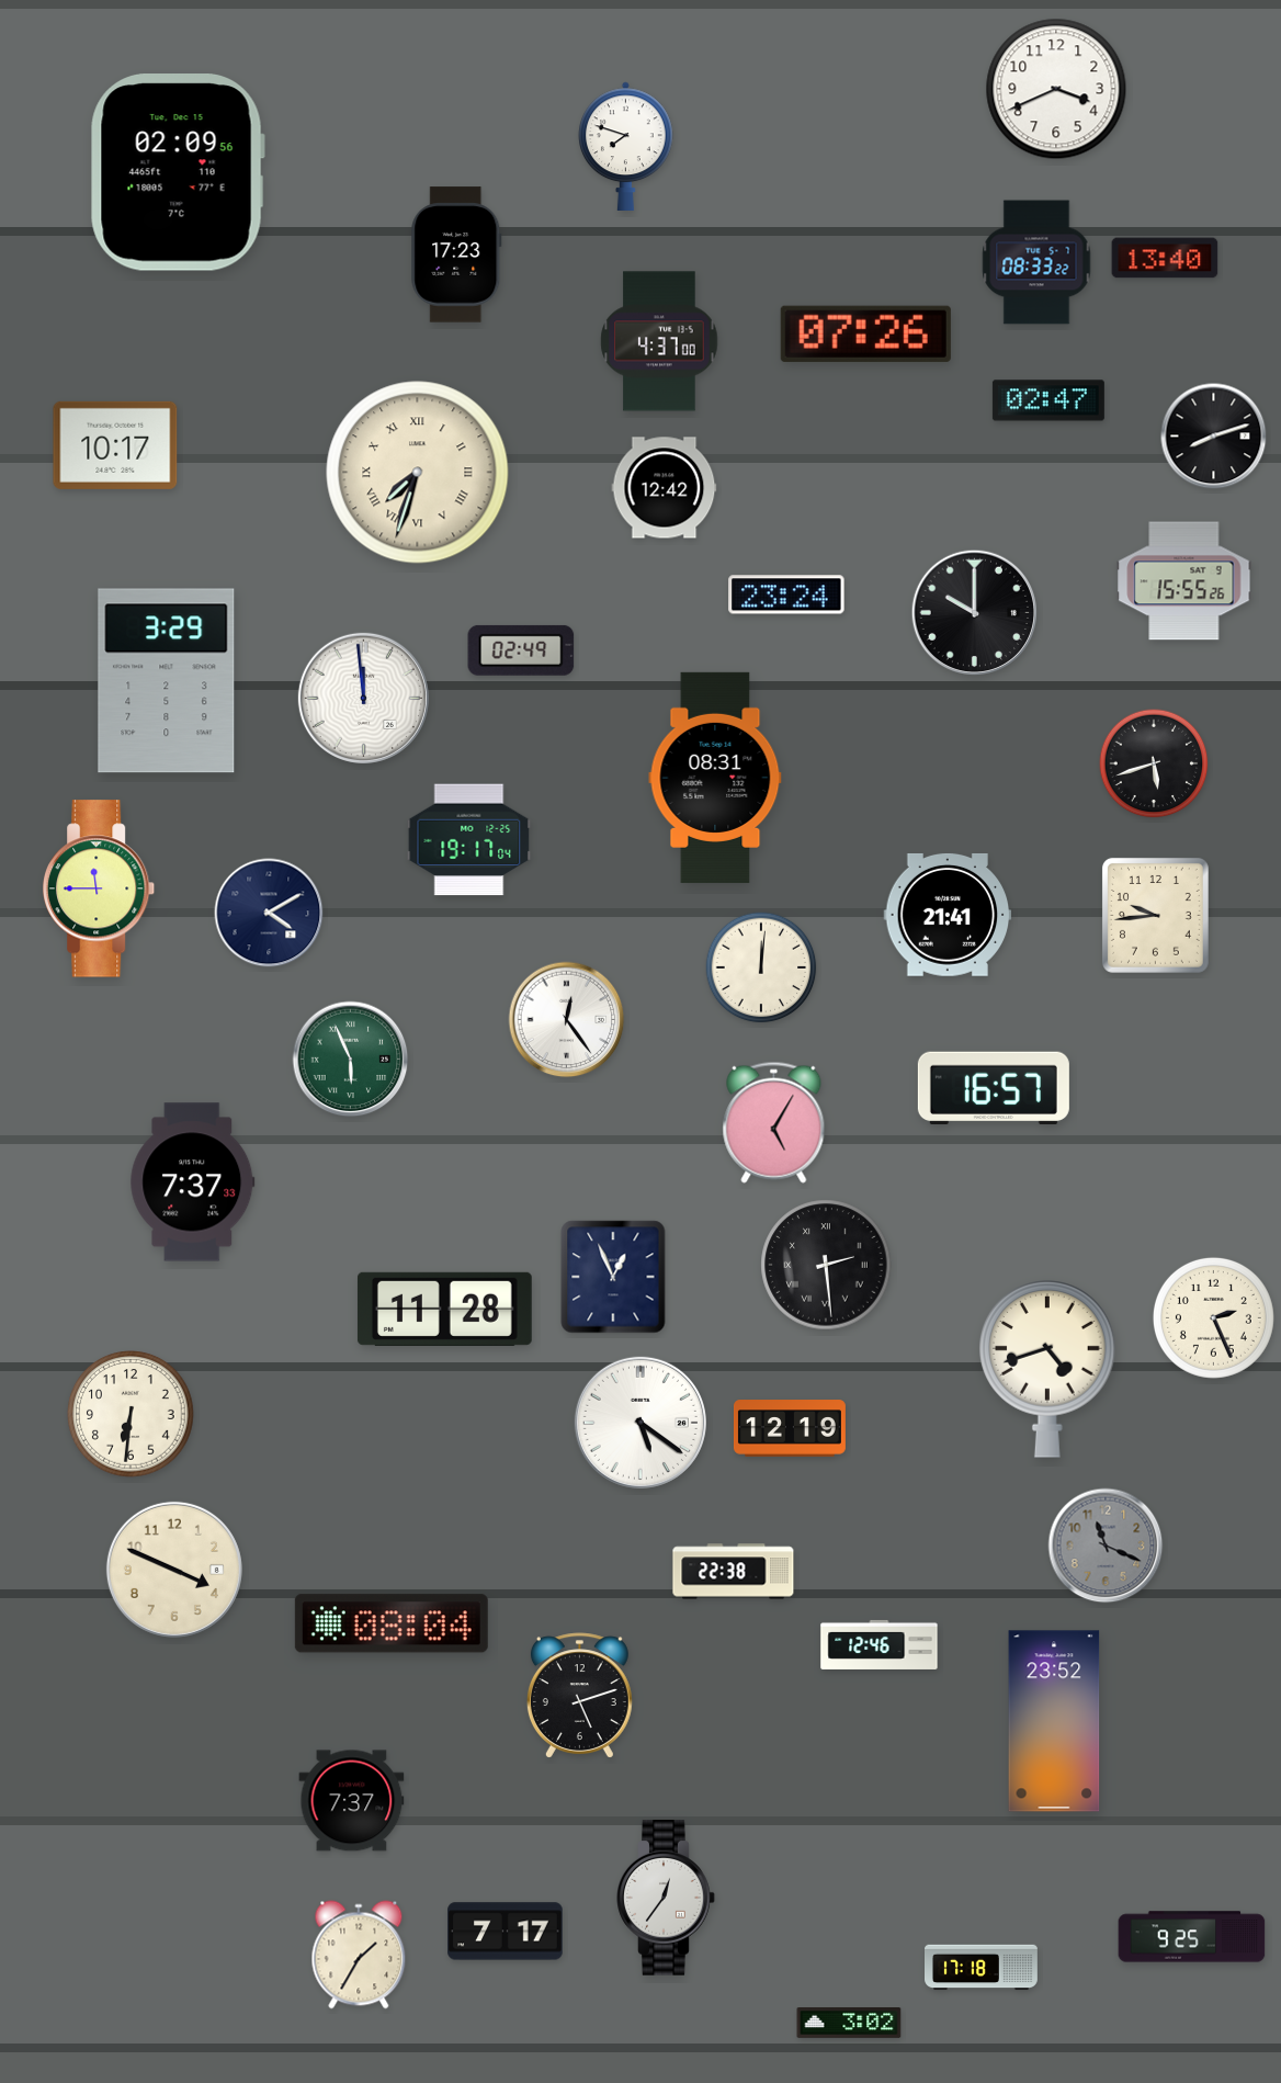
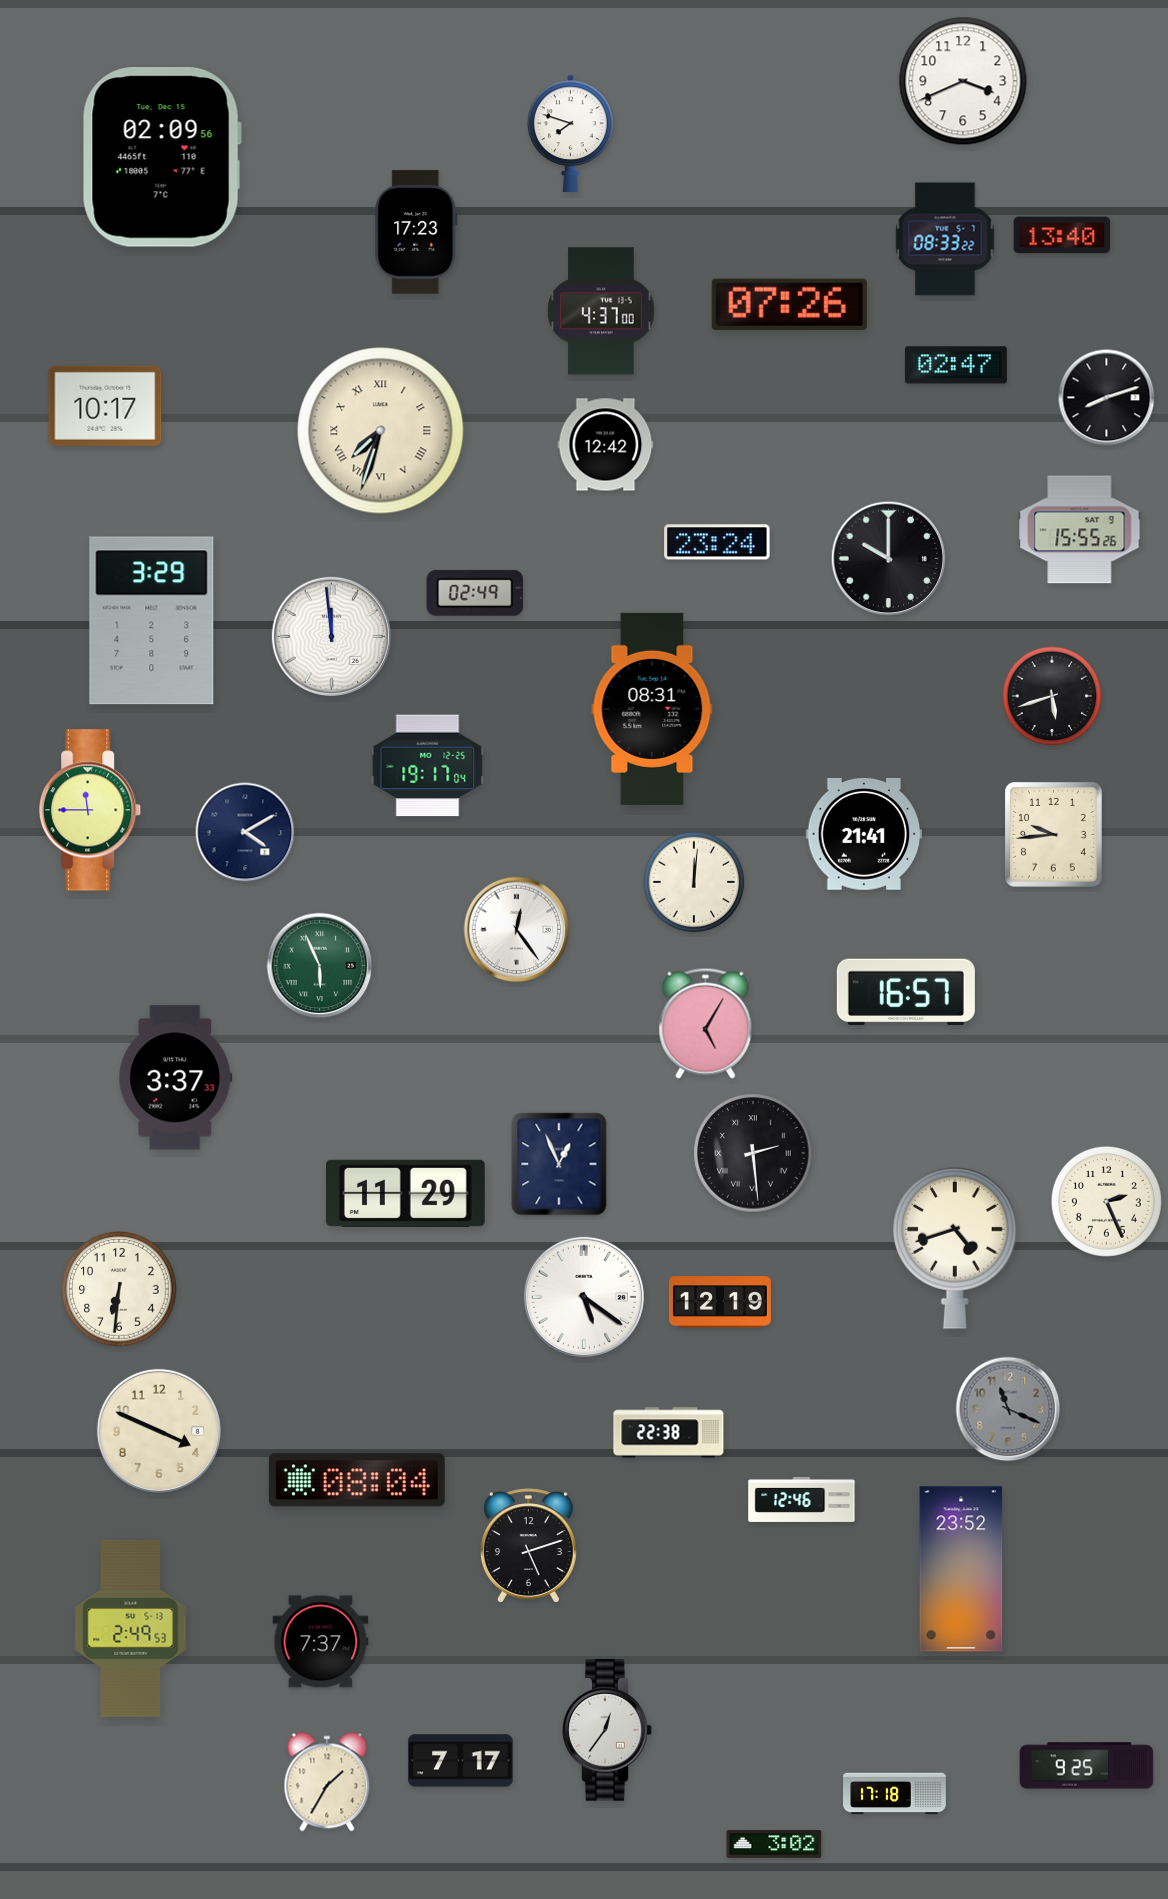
clock at (193, 1182): 7:37 -> 3:37
clock at (444, 1309): 11:28 -> 11:29
clock at (131, 1629): none -> 2:49
